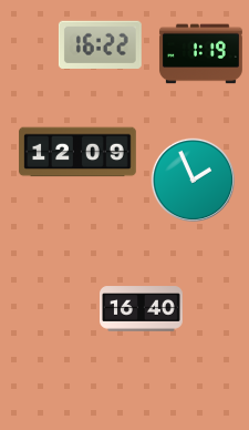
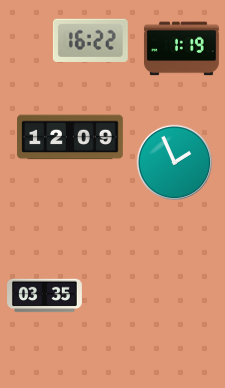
clock at (142, 309): 16:40 -> none
clock at (45, 296): none -> 03:35
